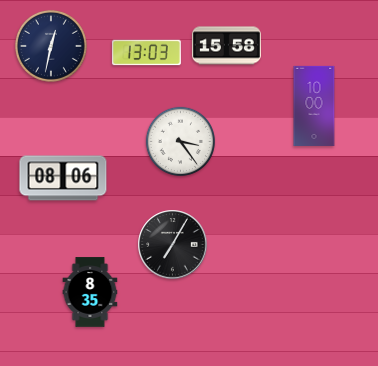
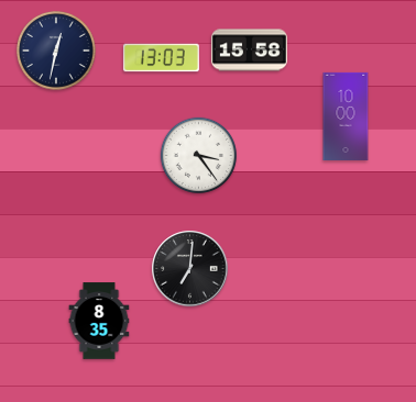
clock at (63, 178): 08:06 -> none
clock at (173, 245): 7:05 -> 7:01
